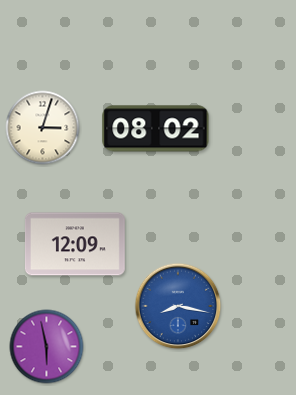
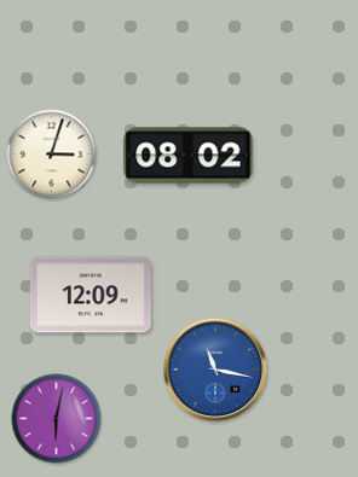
clock at (178, 306): 8:17 -> 11:17
clock at (47, 347): 5:58 -> 6:02
